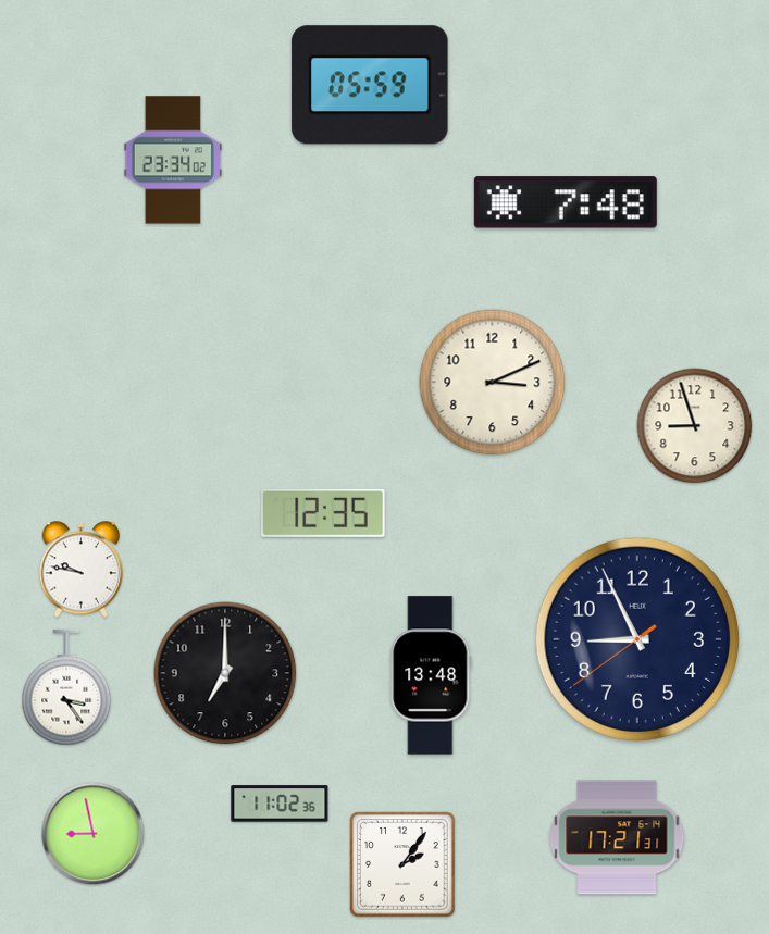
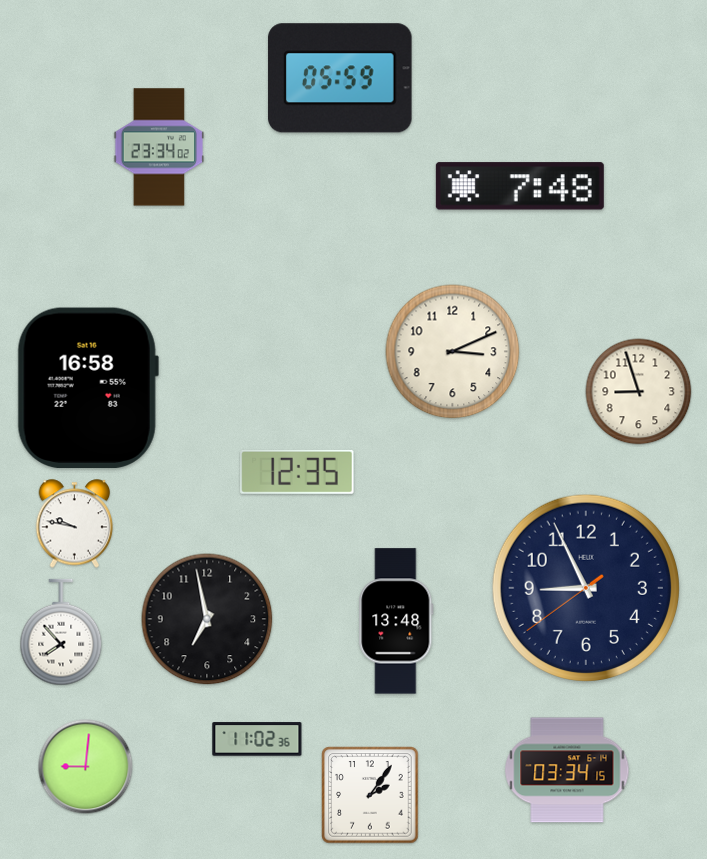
clock at (88, 387): none -> 16:58
clock at (225, 673): 7:00 -> 6:58
clock at (66, 687): 3:24 -> 7:53
clock at (94, 834): 8:58 -> 9:01
clock at (617, 837): 17:21 -> 03:34
